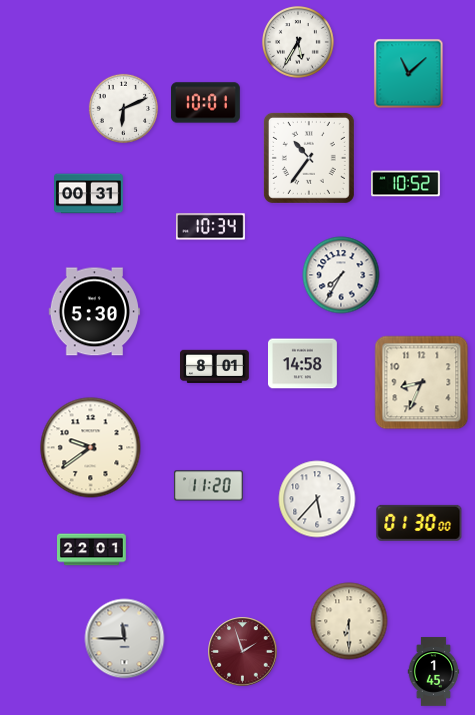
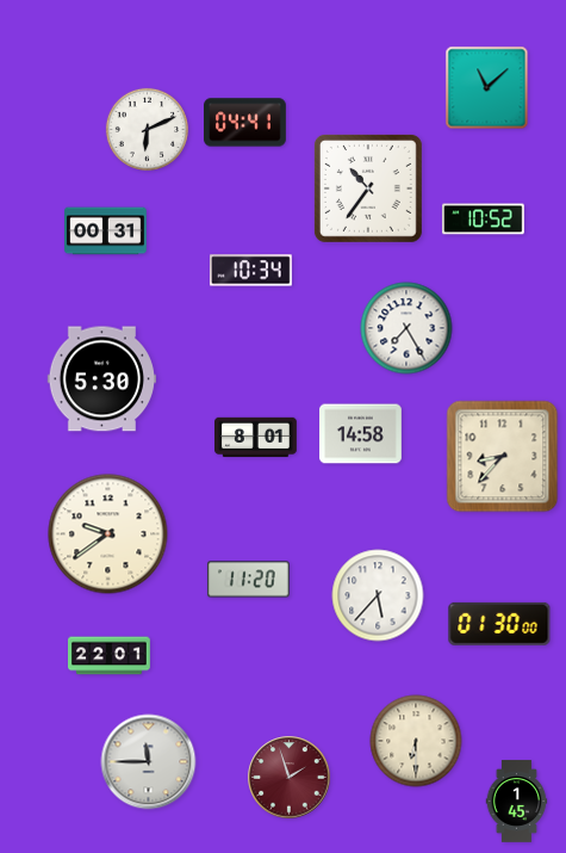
clock at (299, 43): 5:35 -> none
clock at (206, 103): 10:01 -> 04:41
clock at (341, 275): 7:35 -> 7:25
clock at (94, 312) position: (94, 312) -> (101, 379)
clock at (422, 383): 8:34 -> 8:37
